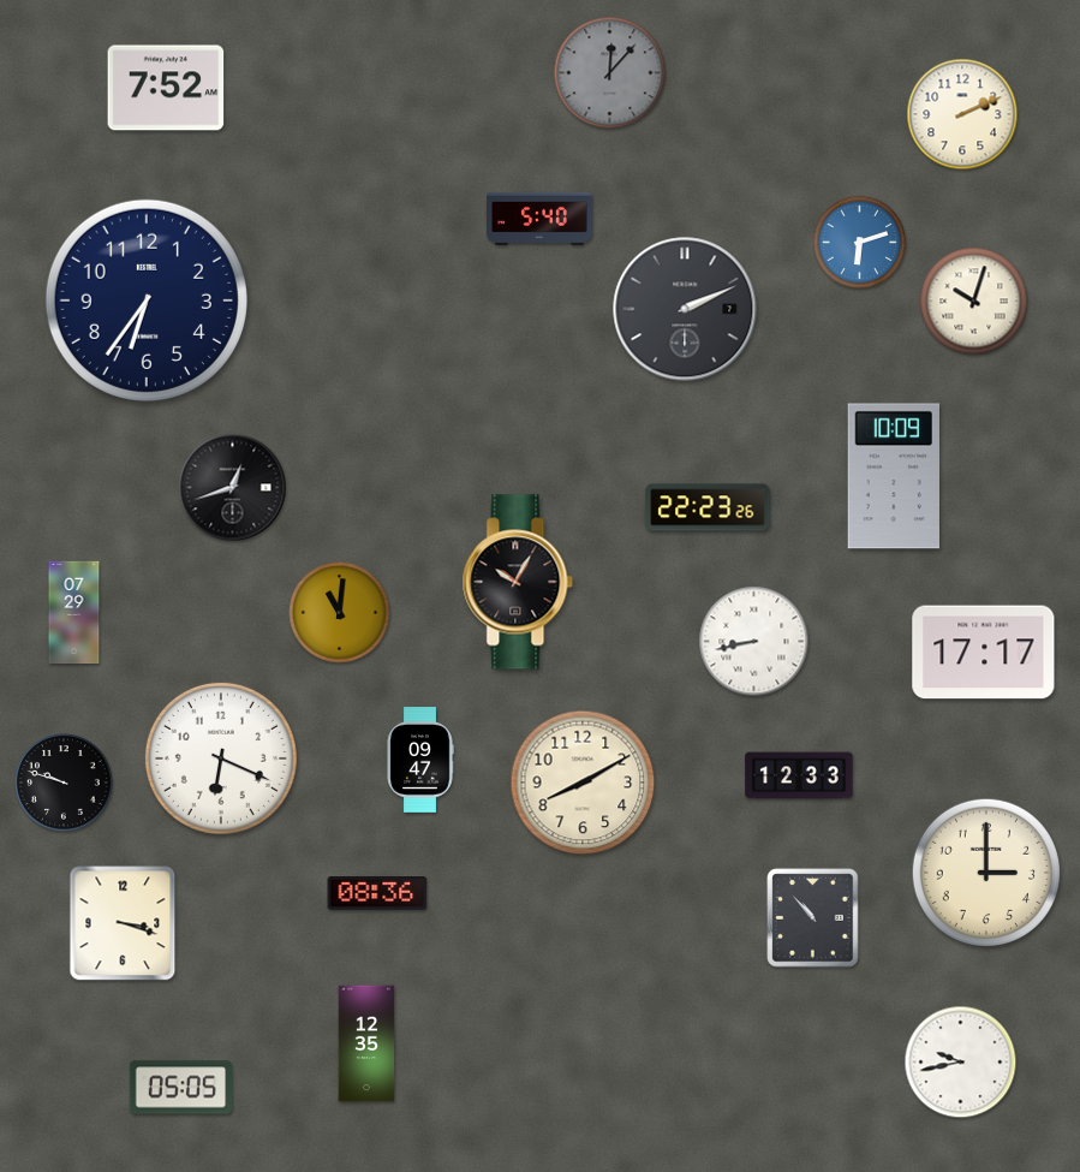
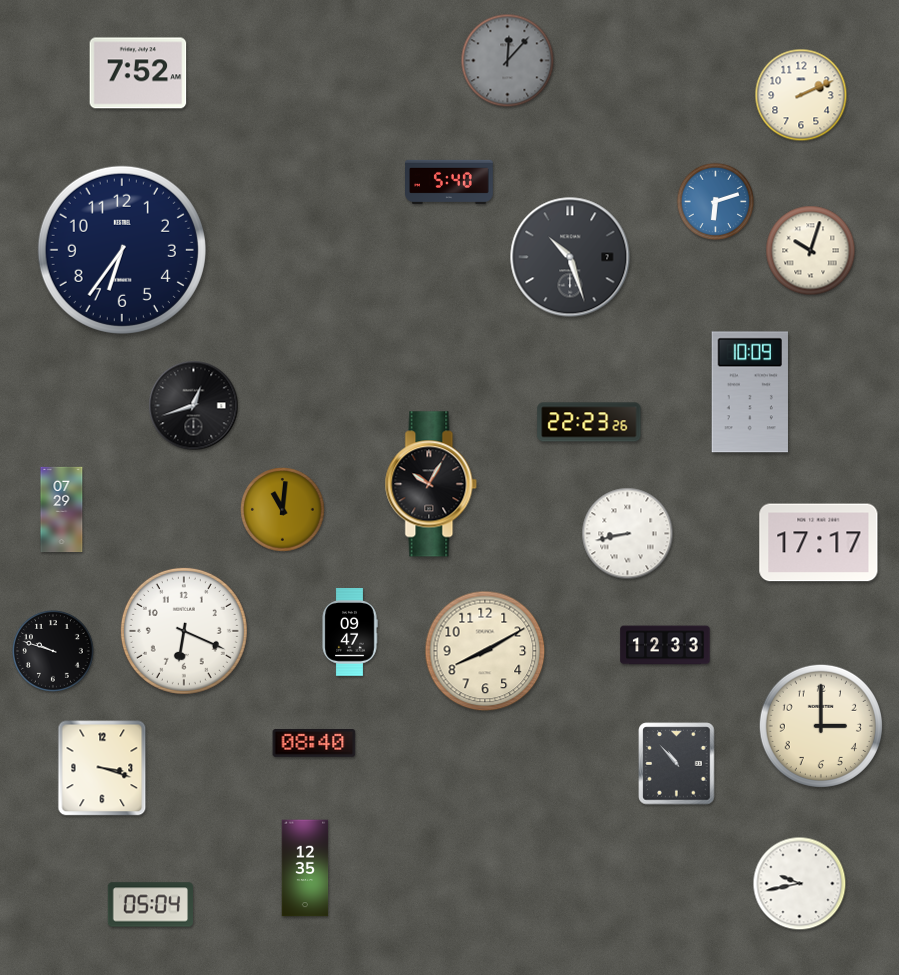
clock at (685, 309): 2:11 -> 10:27
clock at (894, 476) position: (894, 476) -> (750, 392)
clock at (377, 894): 08:36 -> 08:40
clock at (180, 1088): 05:05 -> 05:04
